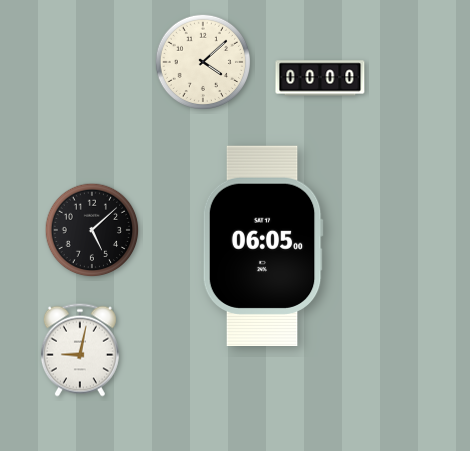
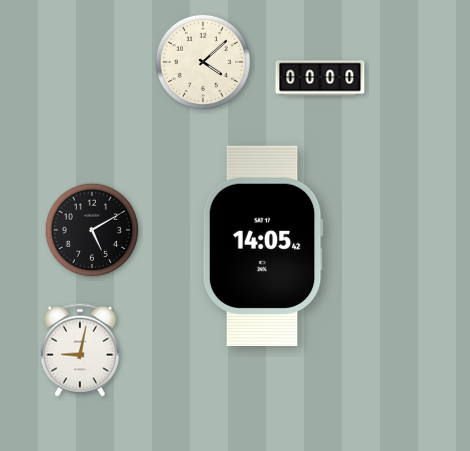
clock at (92, 230): 5:08 -> 5:10
clock at (263, 245): 06:05 -> 14:05
